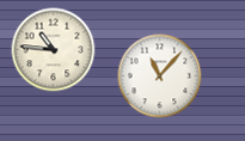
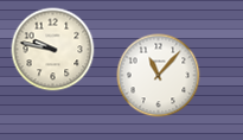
clock at (54, 50): 10:46 -> 9:47
